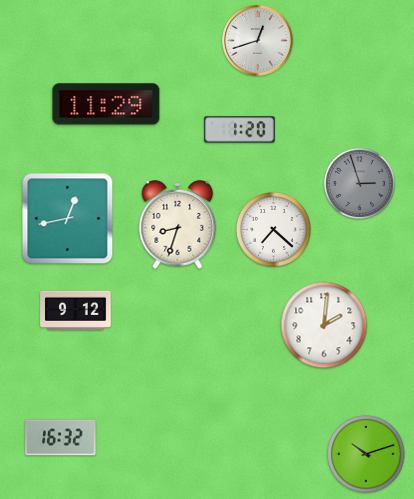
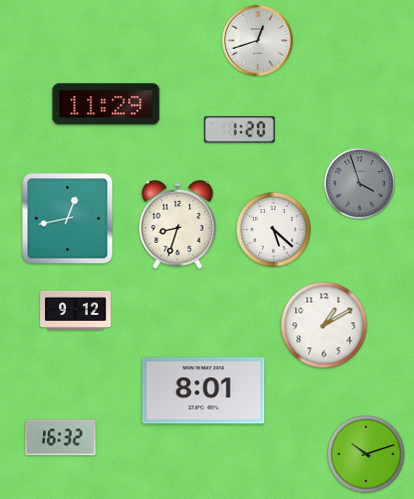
clock at (359, 183): 2:57 -> 3:57
clock at (274, 230): 7:22 -> 5:22
clock at (324, 325): 2:01 -> 1:10
clock at (204, 391): none -> 8:01
